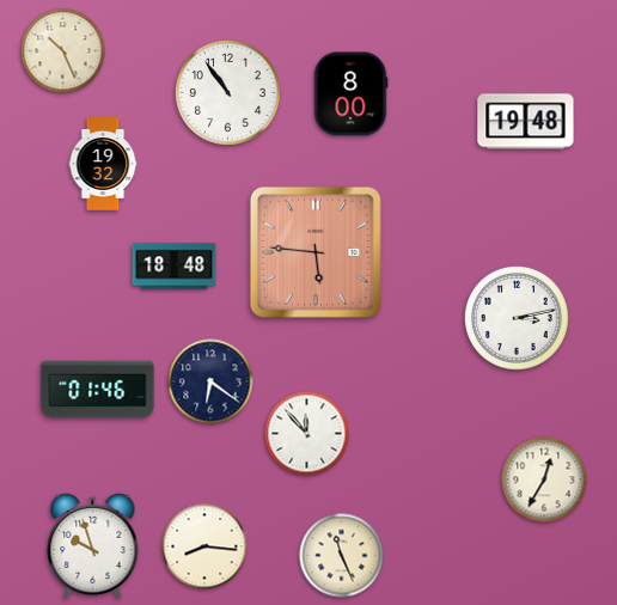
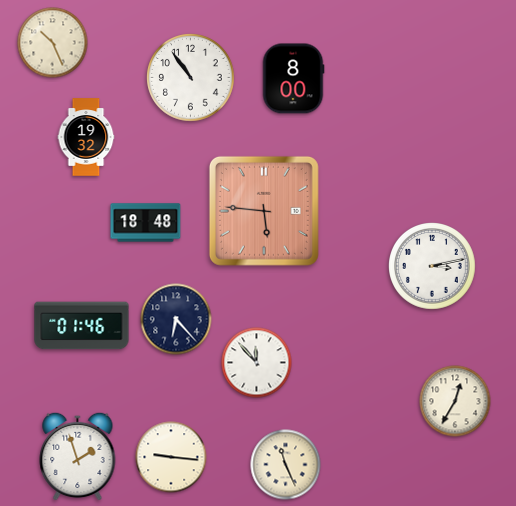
clock at (526, 122): 19:48 -> none
clock at (210, 381): 6:21 -> 6:23
clock at (93, 545): 9:57 -> 1:57
clock at (204, 546): 8:16 -> 9:16
